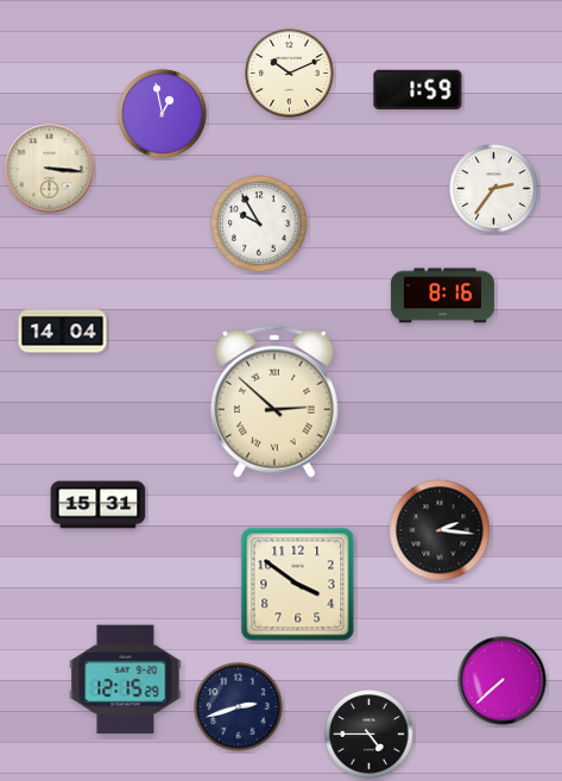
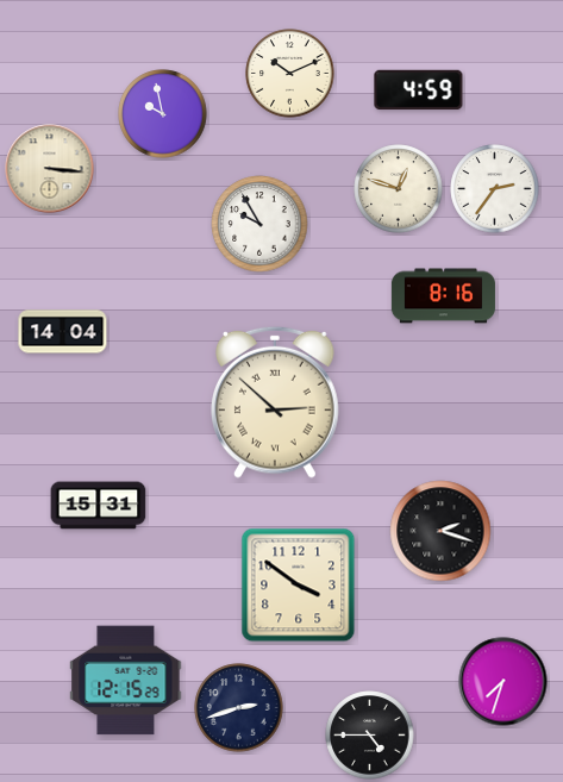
clock at (418, 90): 1:59 -> 4:59
clock at (163, 114): 12:58 -> 9:58
clock at (399, 189): none -> 12:48
clock at (440, 530): 2:16 -> 2:18
clock at (503, 681): 7:38 -> 7:33
